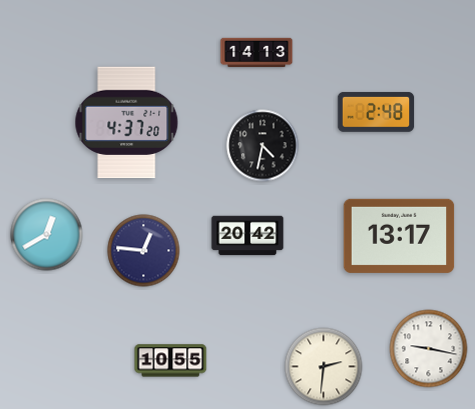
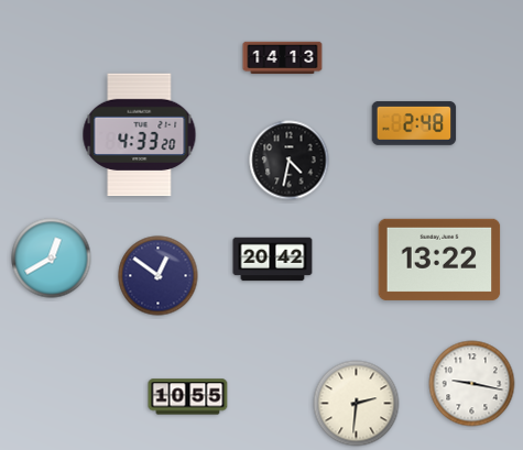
clock at (127, 123): 4:37 -> 4:33
clock at (399, 236): 13:17 -> 13:22
clock at (144, 251): 12:46 -> 12:51
